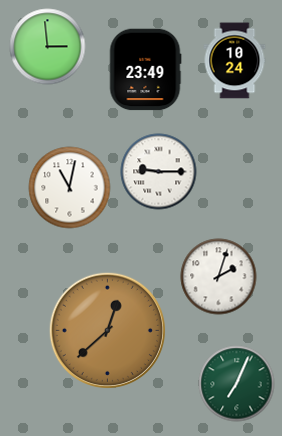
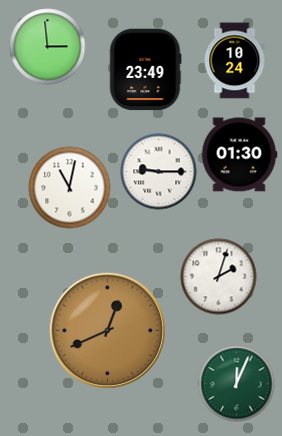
clock at (239, 155): none -> 01:30
clock at (107, 330): 12:38 -> 12:41
clock at (237, 384): 7:04 -> 12:04
